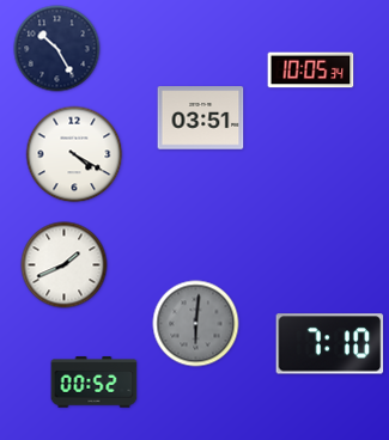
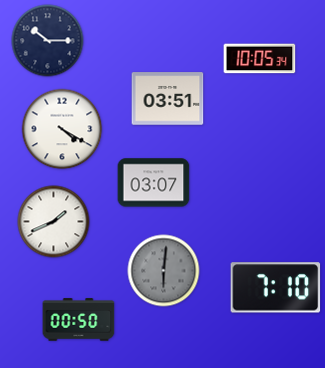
clock at (57, 49): 10:25 -> 10:15
clock at (154, 183): none -> 03:07
clock at (95, 383): 00:52 -> 00:50
